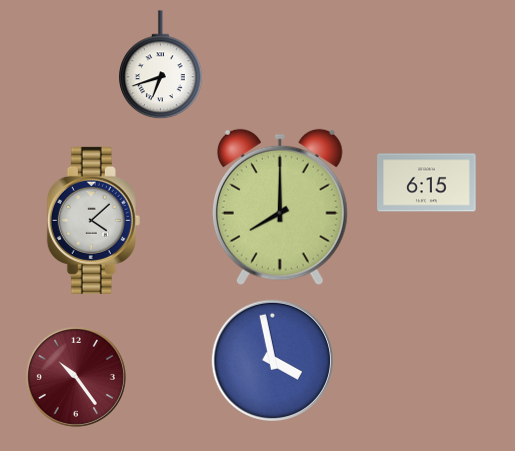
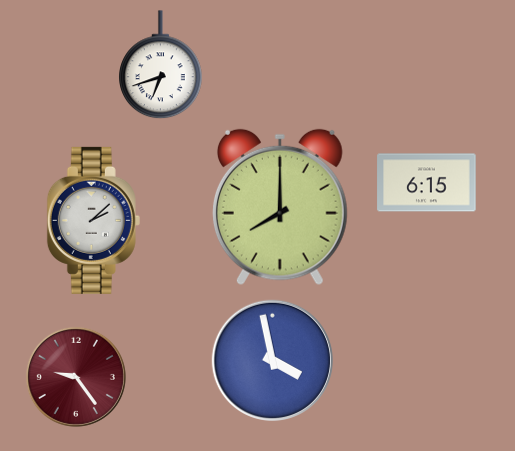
clock at (93, 220): 4:08 -> 2:08
clock at (76, 377): 10:24 -> 9:24
